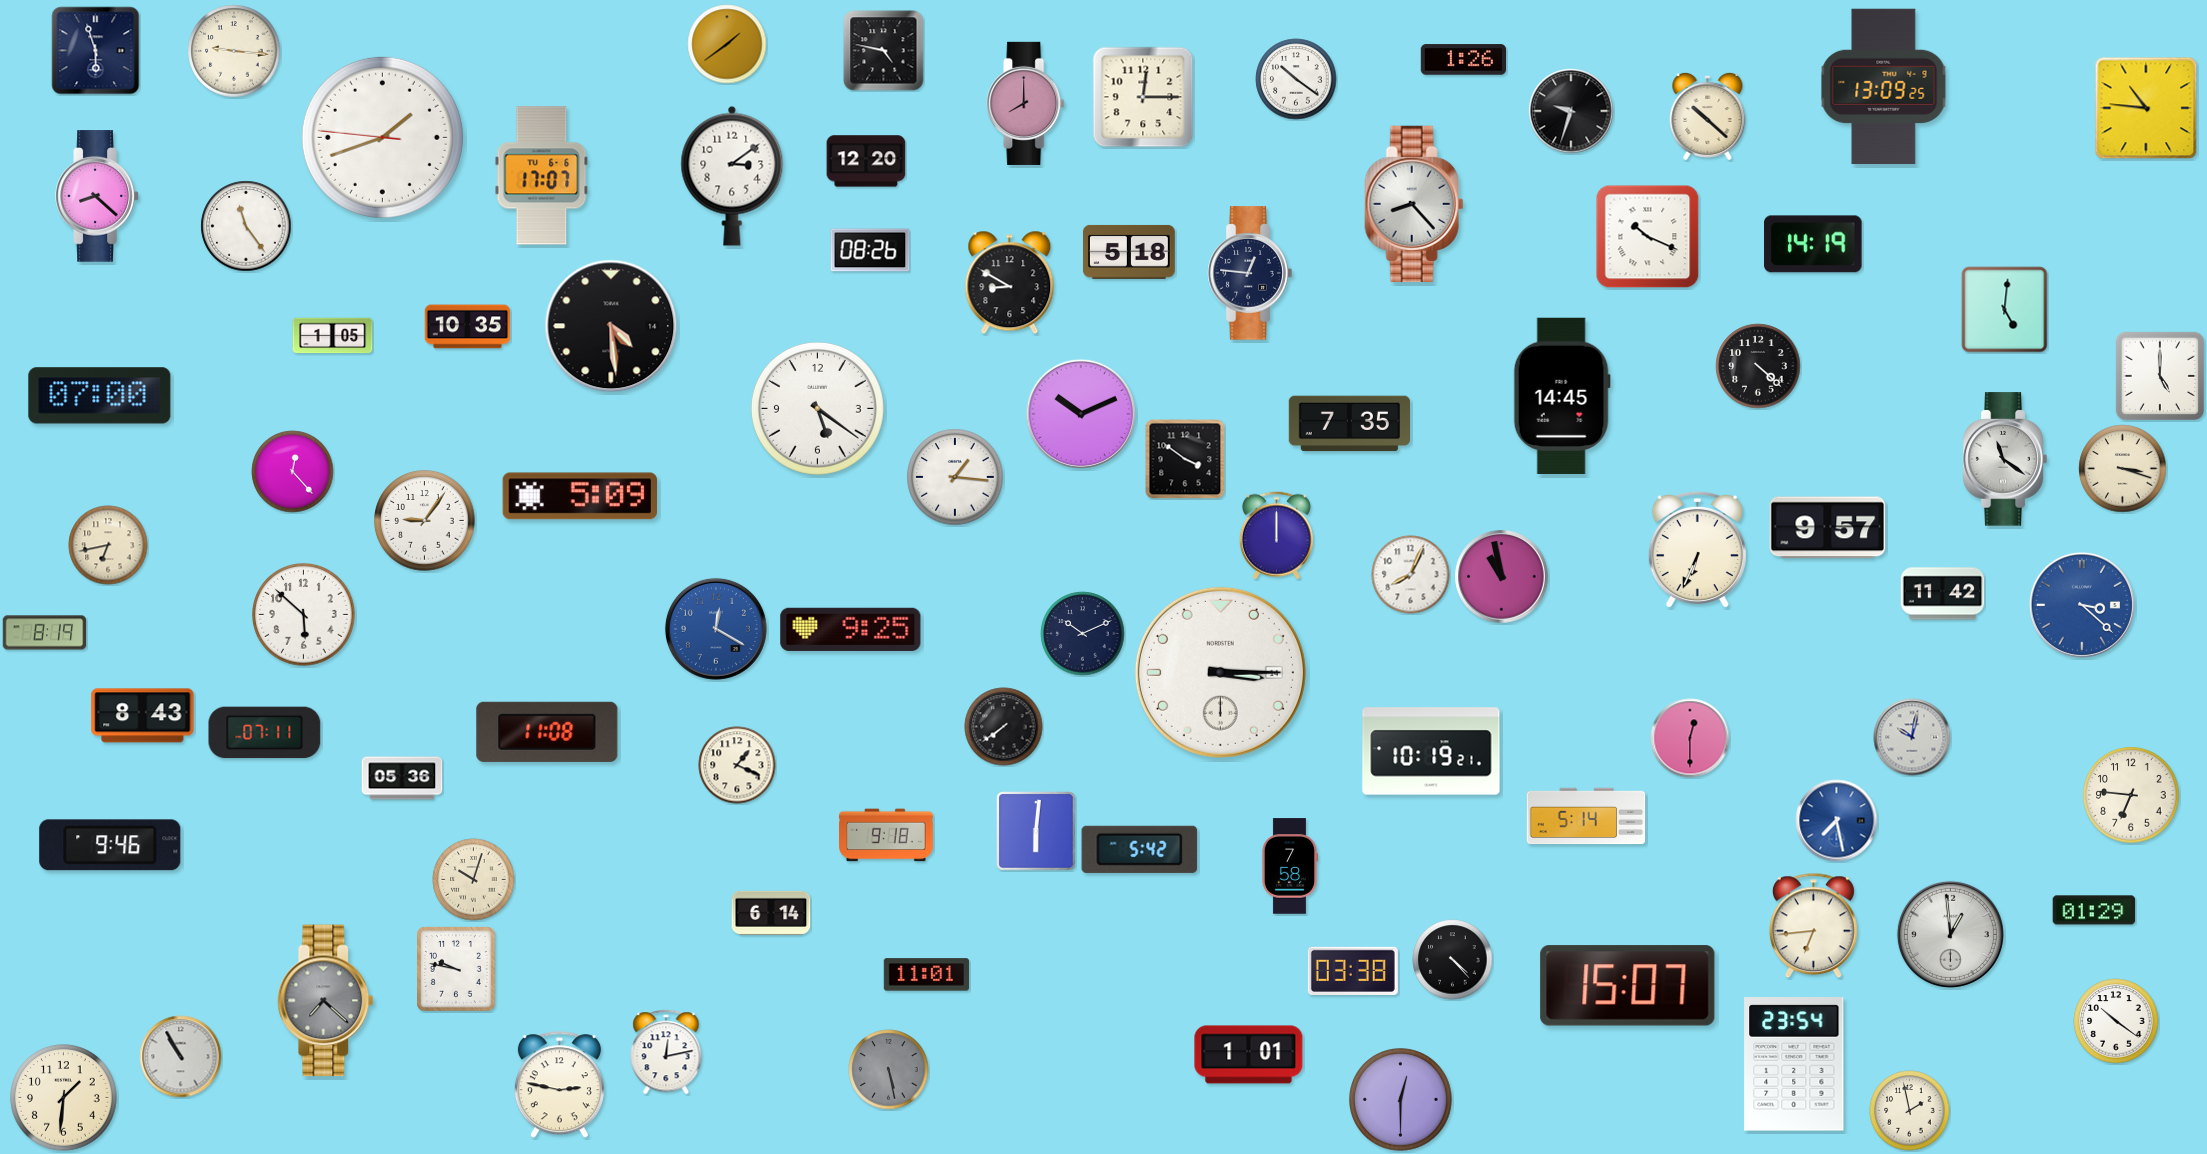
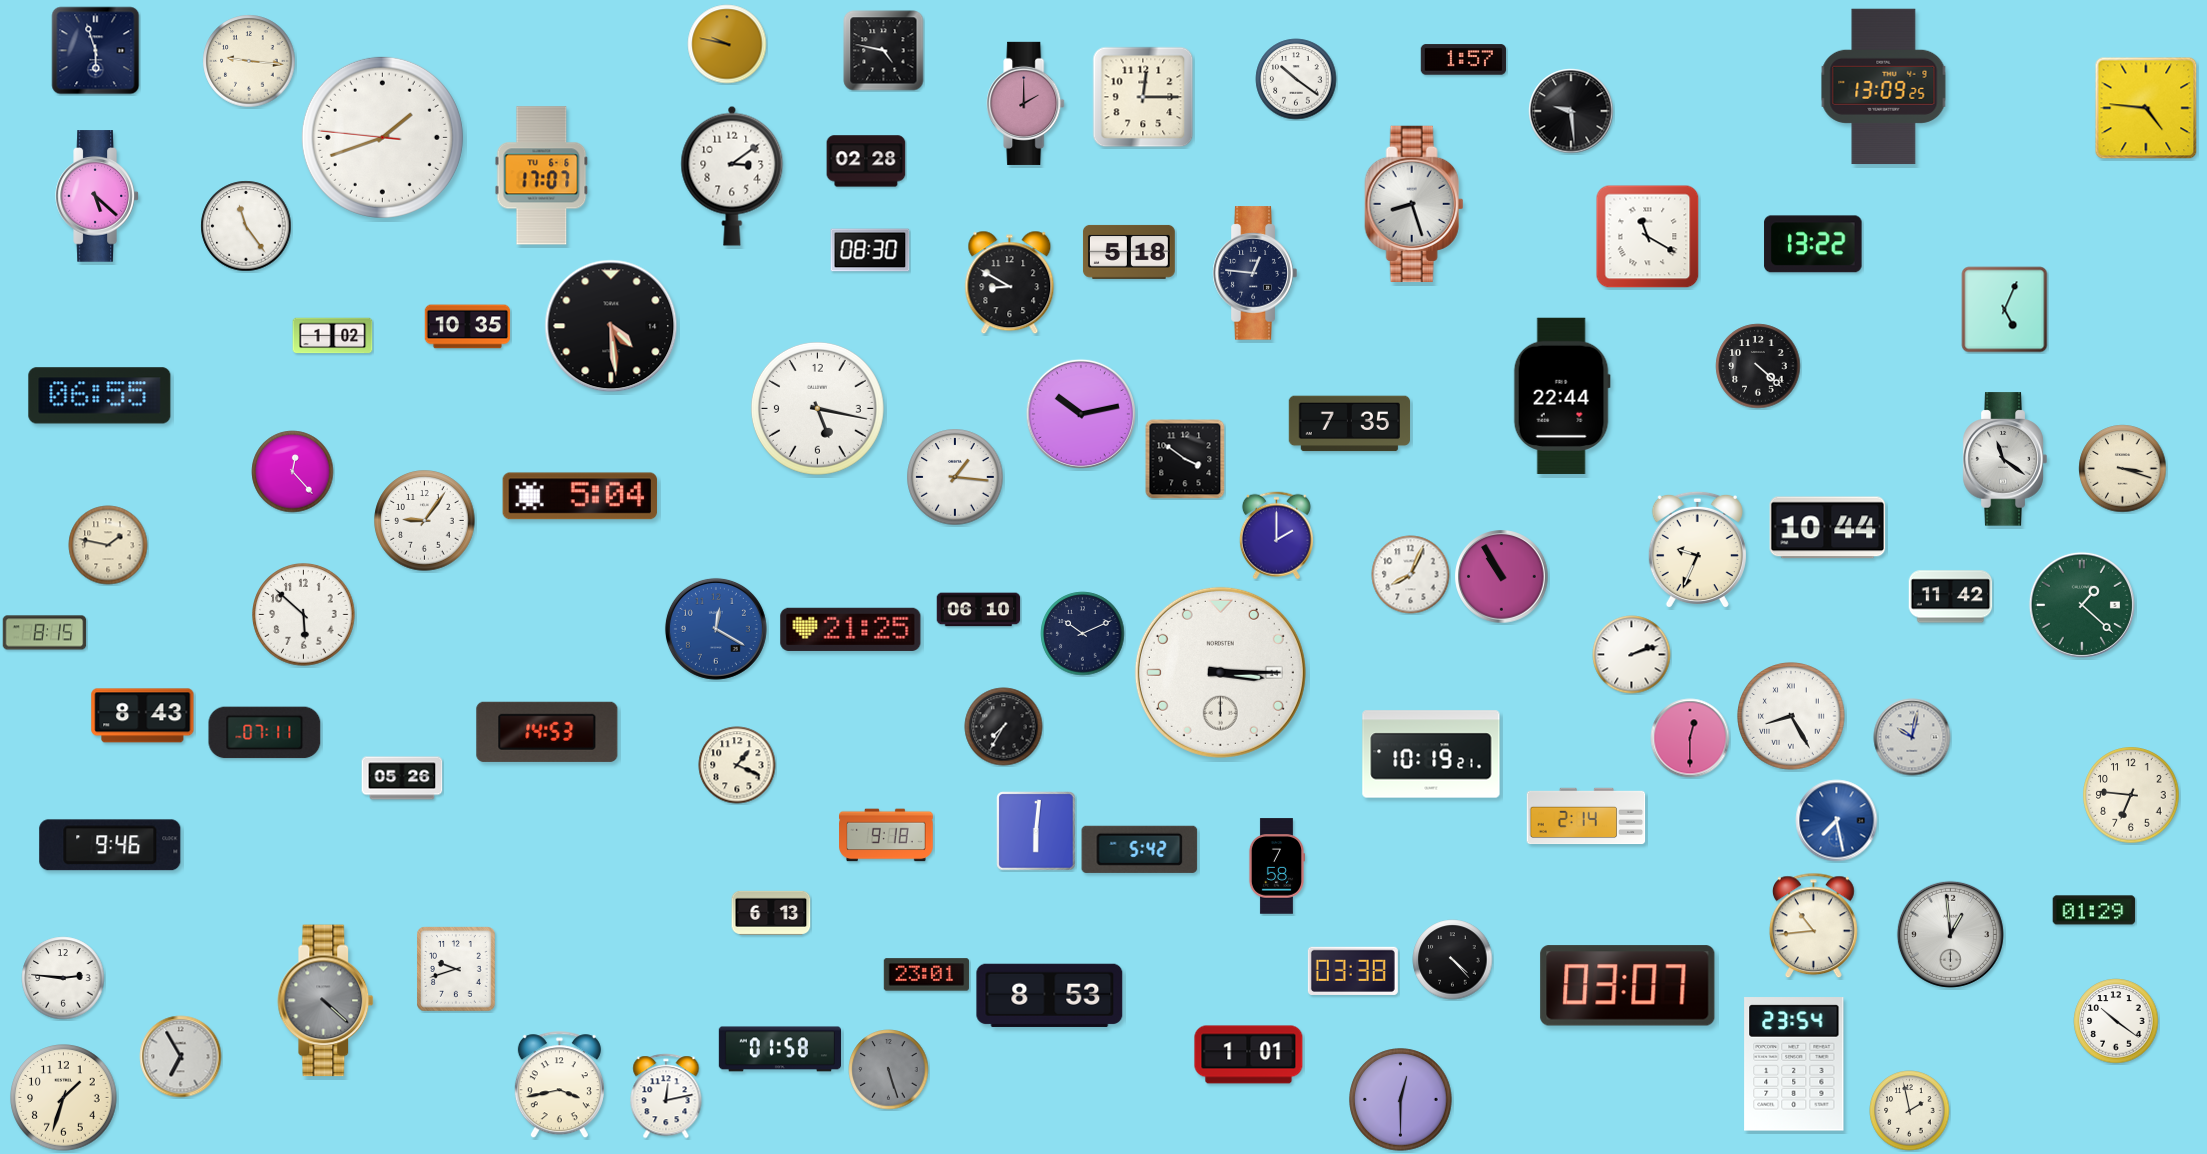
clock at (727, 44): 1:39 -> 9:47
clock at (234, 51) position: (234, 51) -> (249, 61)
clock at (1464, 60): 1:26 -> 1:57
clock at (1026, 103): 8:00 -> 2:00
clock at (2146, 108): 10:46 -> 4:46
clock at (1571, 111): 9:33 -> 9:29
clock at (1708, 116): 10:22 -> none
clock at (866, 161): 12:20 -> 02:28
clock at (97, 196): 8:22 -> 5:22
clock at (1414, 204): 8:23 -> 8:27
clock at (1648, 237): 10:19 -> 11:20
clock at (1813, 244): 14:19 -> 13:22
clock at (870, 250): 08:26 -> 08:30
clock at (1250, 273) position: (1250, 273) -> (1255, 273)
clock at (2005, 310): 5:01 -> 5:04
clock at (333, 336): 1:05 -> 1:02
clock at (2160, 376): 5:00 -> none
clock at (100, 396): 07:00 -> 06:55
clock at (1562, 396): 14:45 -> 22:44
clock at (817, 408): 5:21 -> 5:17
clock at (1081, 414): 10:11 -> 10:13
clock at (579, 496): 5:09 -> 5:04
clock at (1828, 528): 9:57 -> 10:44
clock at (1276, 536): 12:00 -> 2:00
clock at (108, 545): 6:43 -> 1:47
clock at (1697, 550): 6:34 -> 9:34
clock at (1502, 577): 10:58 -> 10:55
clock at (1943, 594) position: (1943, 594) -> (1951, 597)
clock at (2082, 605): 3:22 -> 1:22
clock at (2082, 605) dial: blue -> green
clock at (979, 610): none -> 06:10
clock at (851, 629): 9:25 -> 21:25
clock at (45, 633): 8:19 -> 8:15
clock at (1632, 655): none -> 2:12
clock at (1791, 716): none -> 8:25
clock at (1004, 727): 7:39 -> 7:35
clock at (547, 732): 11:08 -> 14:53
clock at (1431, 751) position: (1431, 751) -> (1431, 754)
clock at (402, 778): 05:36 -> 05:26
clock at (1586, 816): 5:14 -> 2:14
clock at (1289, 866) position: (1289, 866) -> (1276, 866)
clock at (474, 880): 10:03 -> none
clock at (771, 913): 6:14 -> 6:13
clock at (1813, 926): 6:44 -> 10:44
clock at (457, 970): 9:47 -> 9:42
clock at (927, 975): 11:01 -> 23:01
clock at (63, 978): none -> 2:46
clock at (1628, 986): 15:07 -> 03:07
clock at (1050, 995): none -> 8:53
clock at (326, 1001): 7:22 -> 4:22
clock at (779, 1049): none -> 01:58
clock at (666, 1052) position: (666, 1052) -> (666, 1096)
clock at (181, 1057): 10:55 -> 6:55
clock at (889, 1070): 5:28 -> 5:27
clock at (559, 1085): 2:47 -> 3:43
clock at (64, 1098): 1:31 -> 1:33
